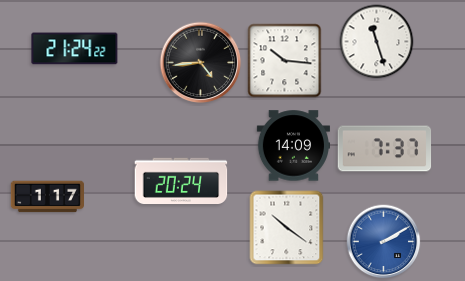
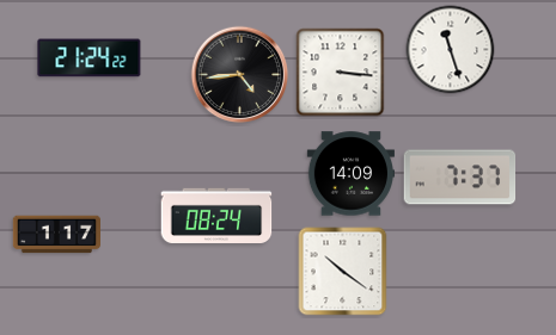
clock at (285, 61): 10:16 -> 3:16
clock at (181, 180): 20:24 -> 08:24
clock at (384, 242): 2:10 -> none
